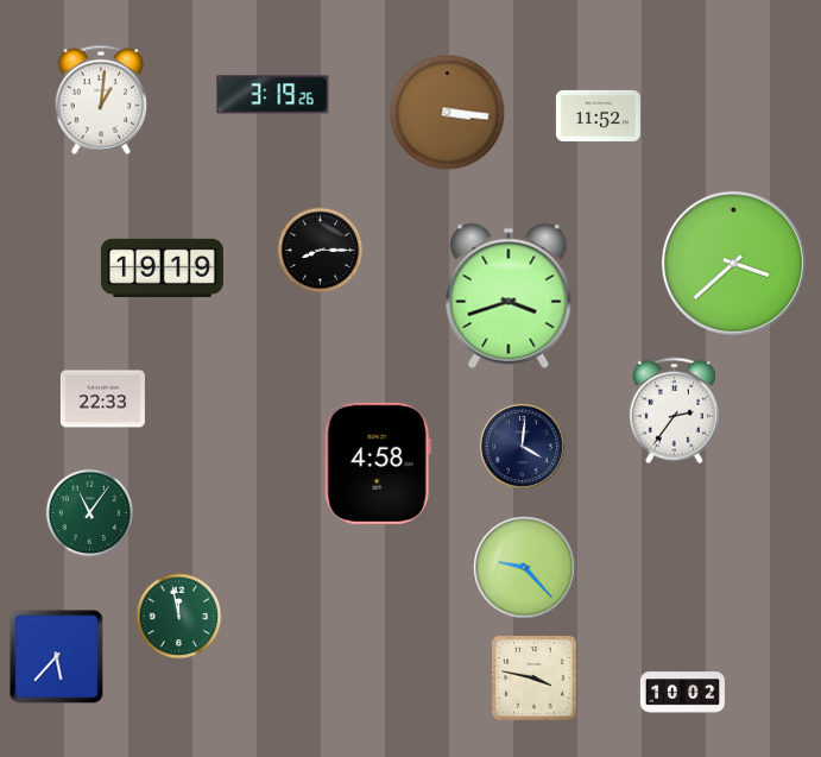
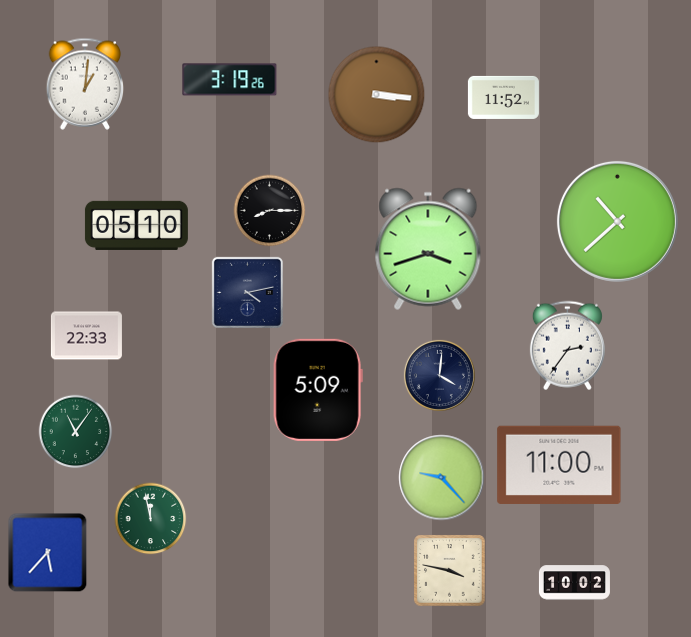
clock at (733, 263): 3:38 -> 10:38
clock at (162, 267): 19:19 -> 05:10
clock at (247, 292): none -> 4:13
clock at (378, 463): 4:58 -> 5:09
clock at (559, 465): none -> 11:00
